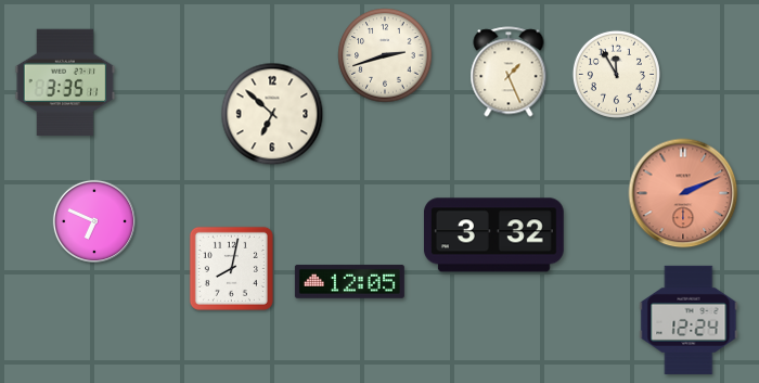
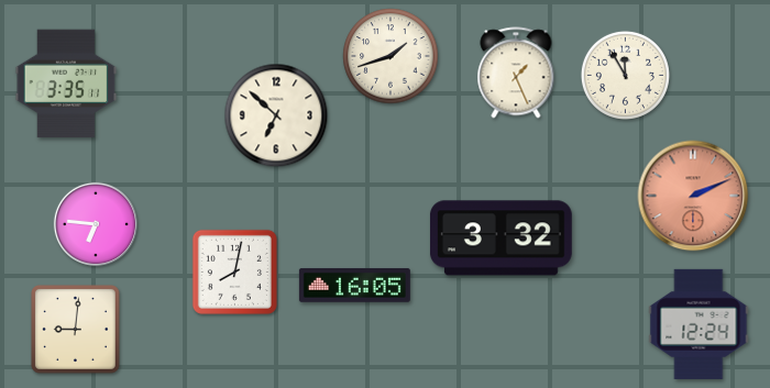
clock at (385, 55): 2:42 -> 1:42
clock at (94, 221): 6:49 -> 6:46
clock at (349, 282): 12:05 -> 16:05
clock at (76, 330): none -> 9:01
